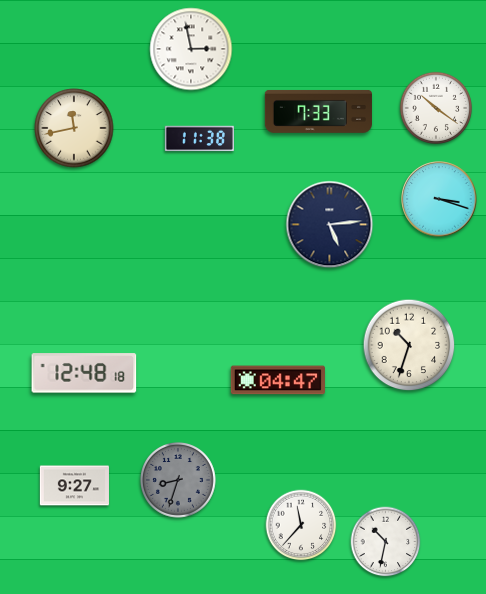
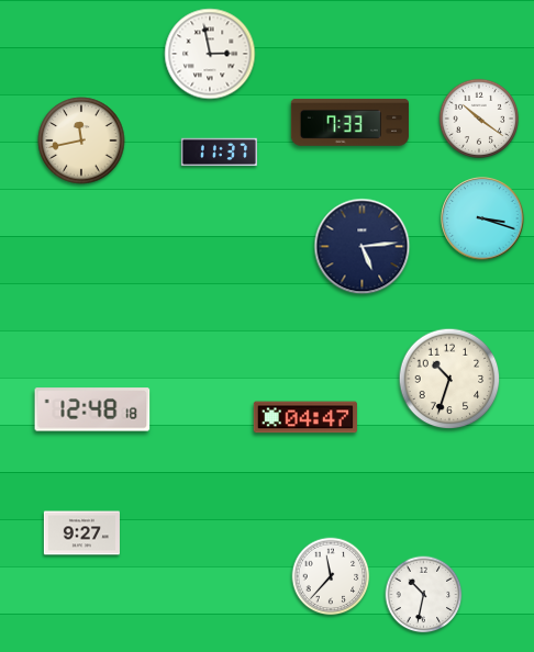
clock at (199, 139): 11:38 -> 11:37
clock at (179, 481): 8:33 -> none
